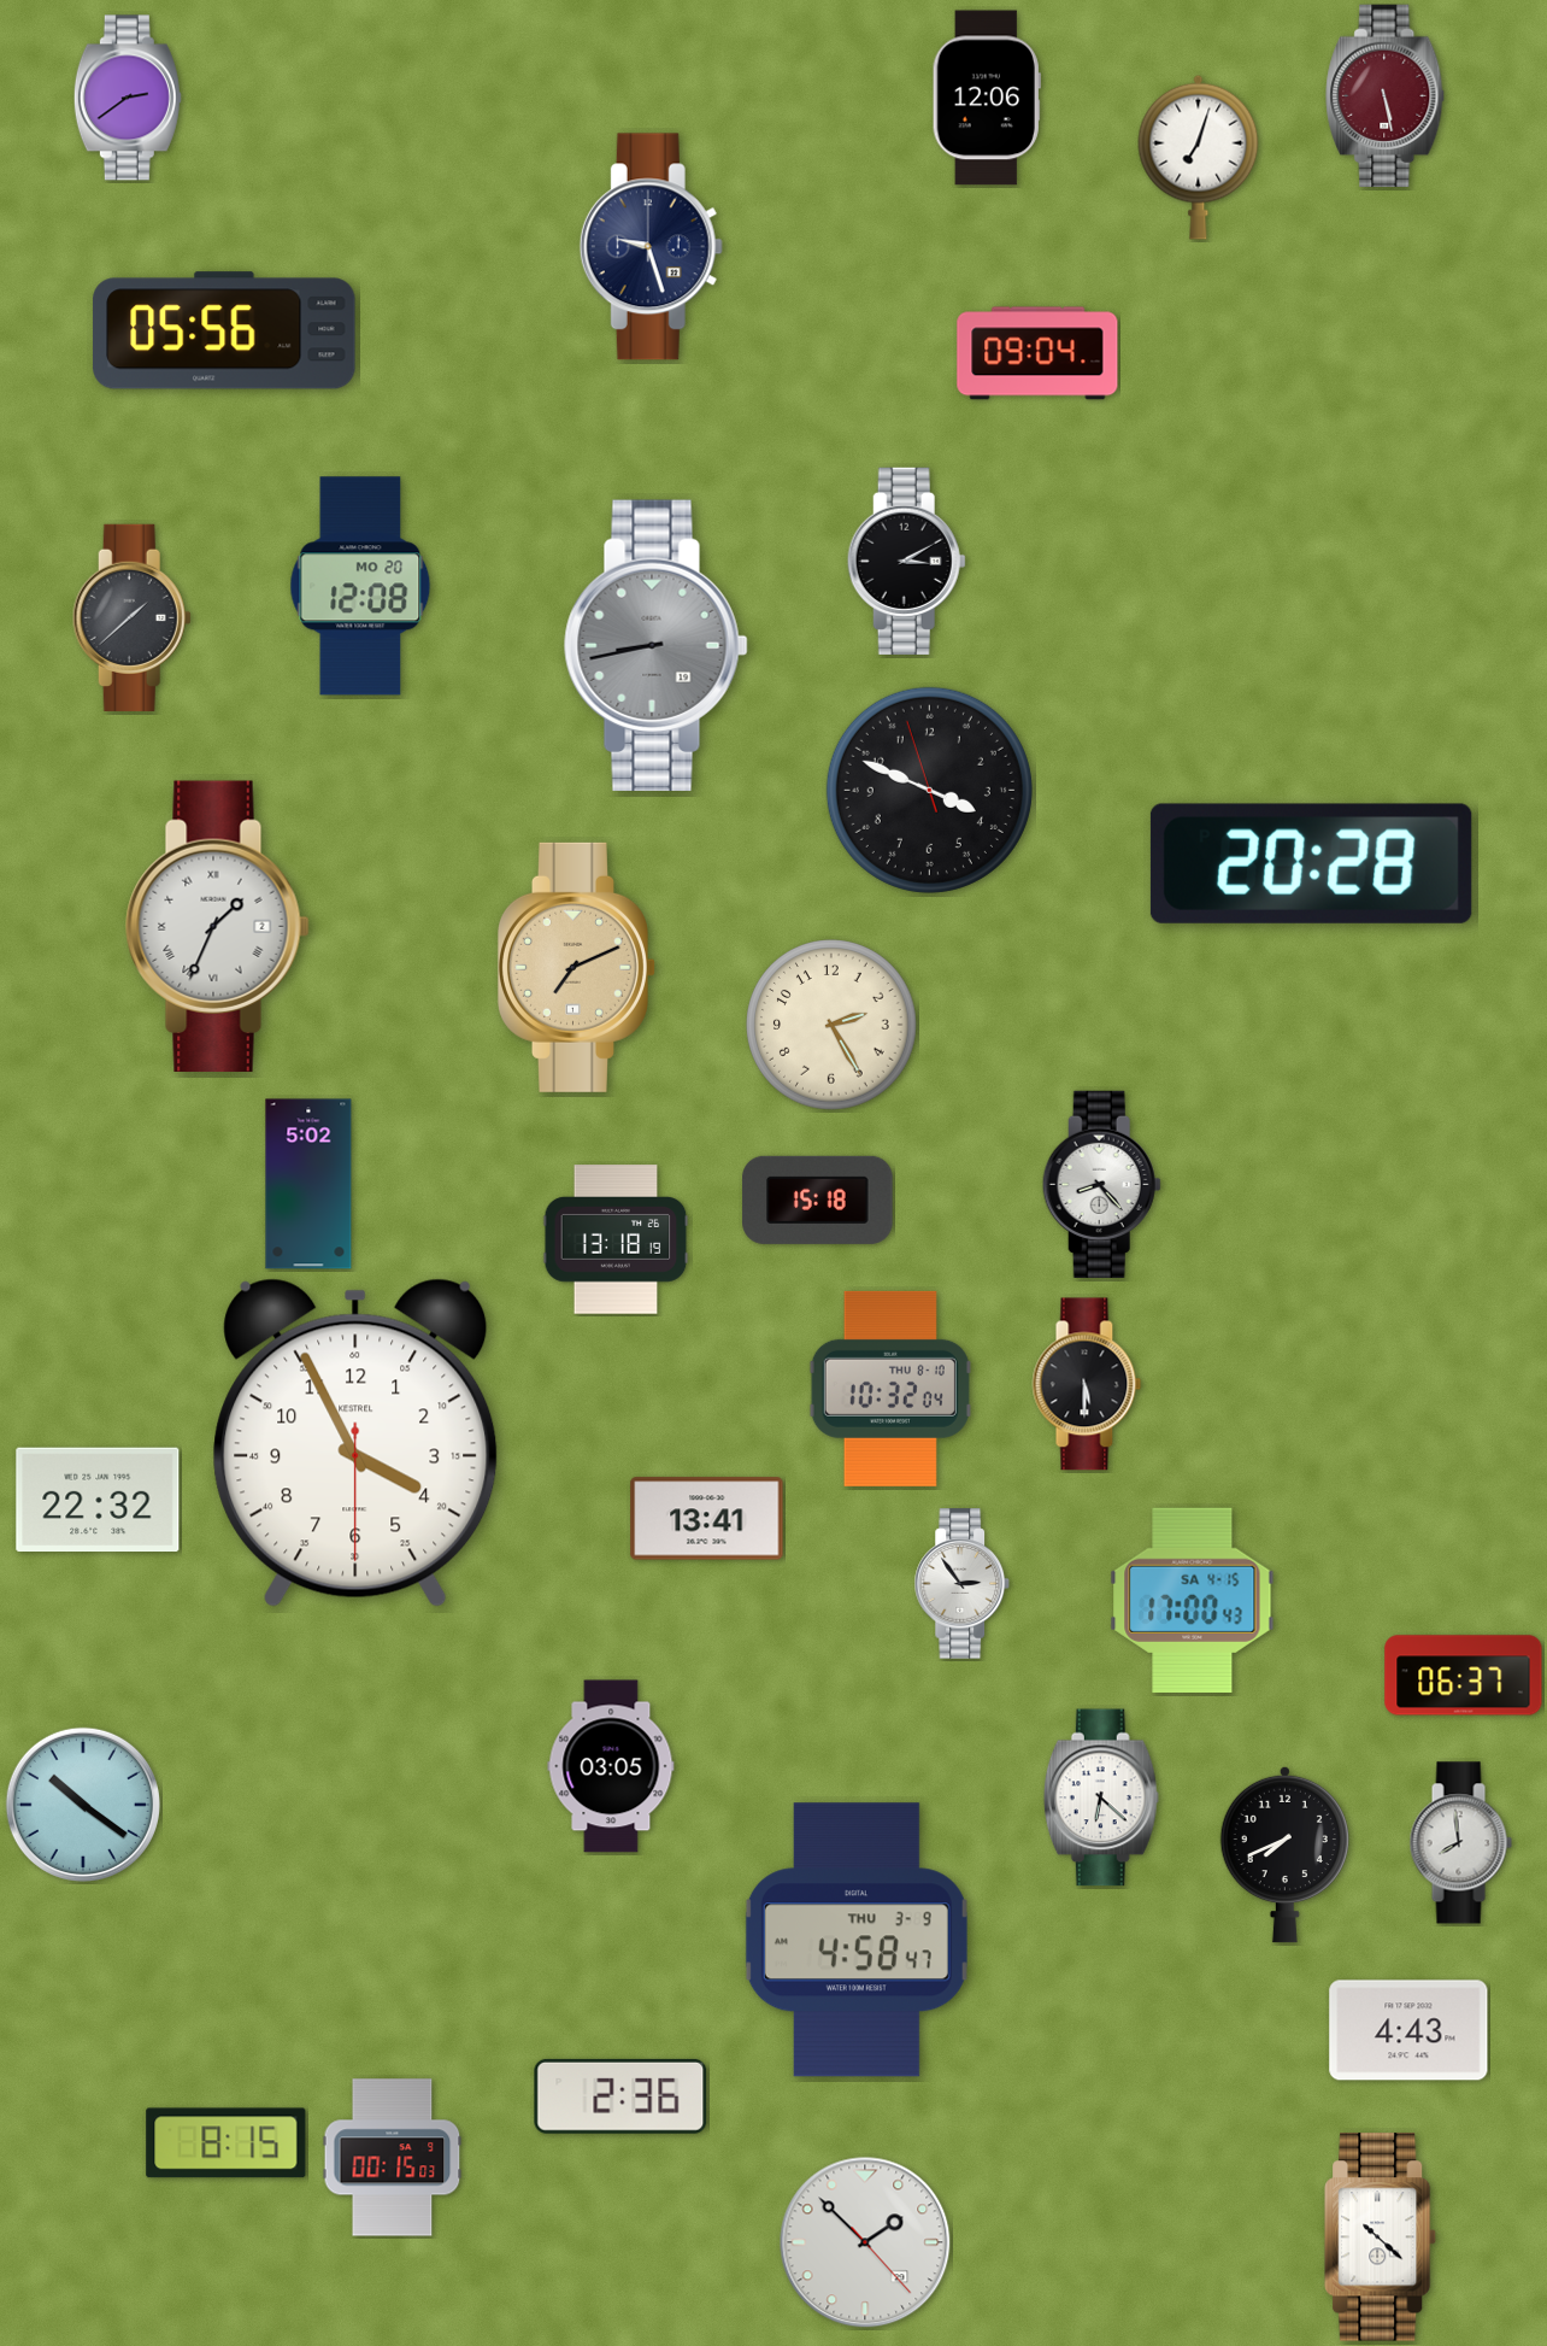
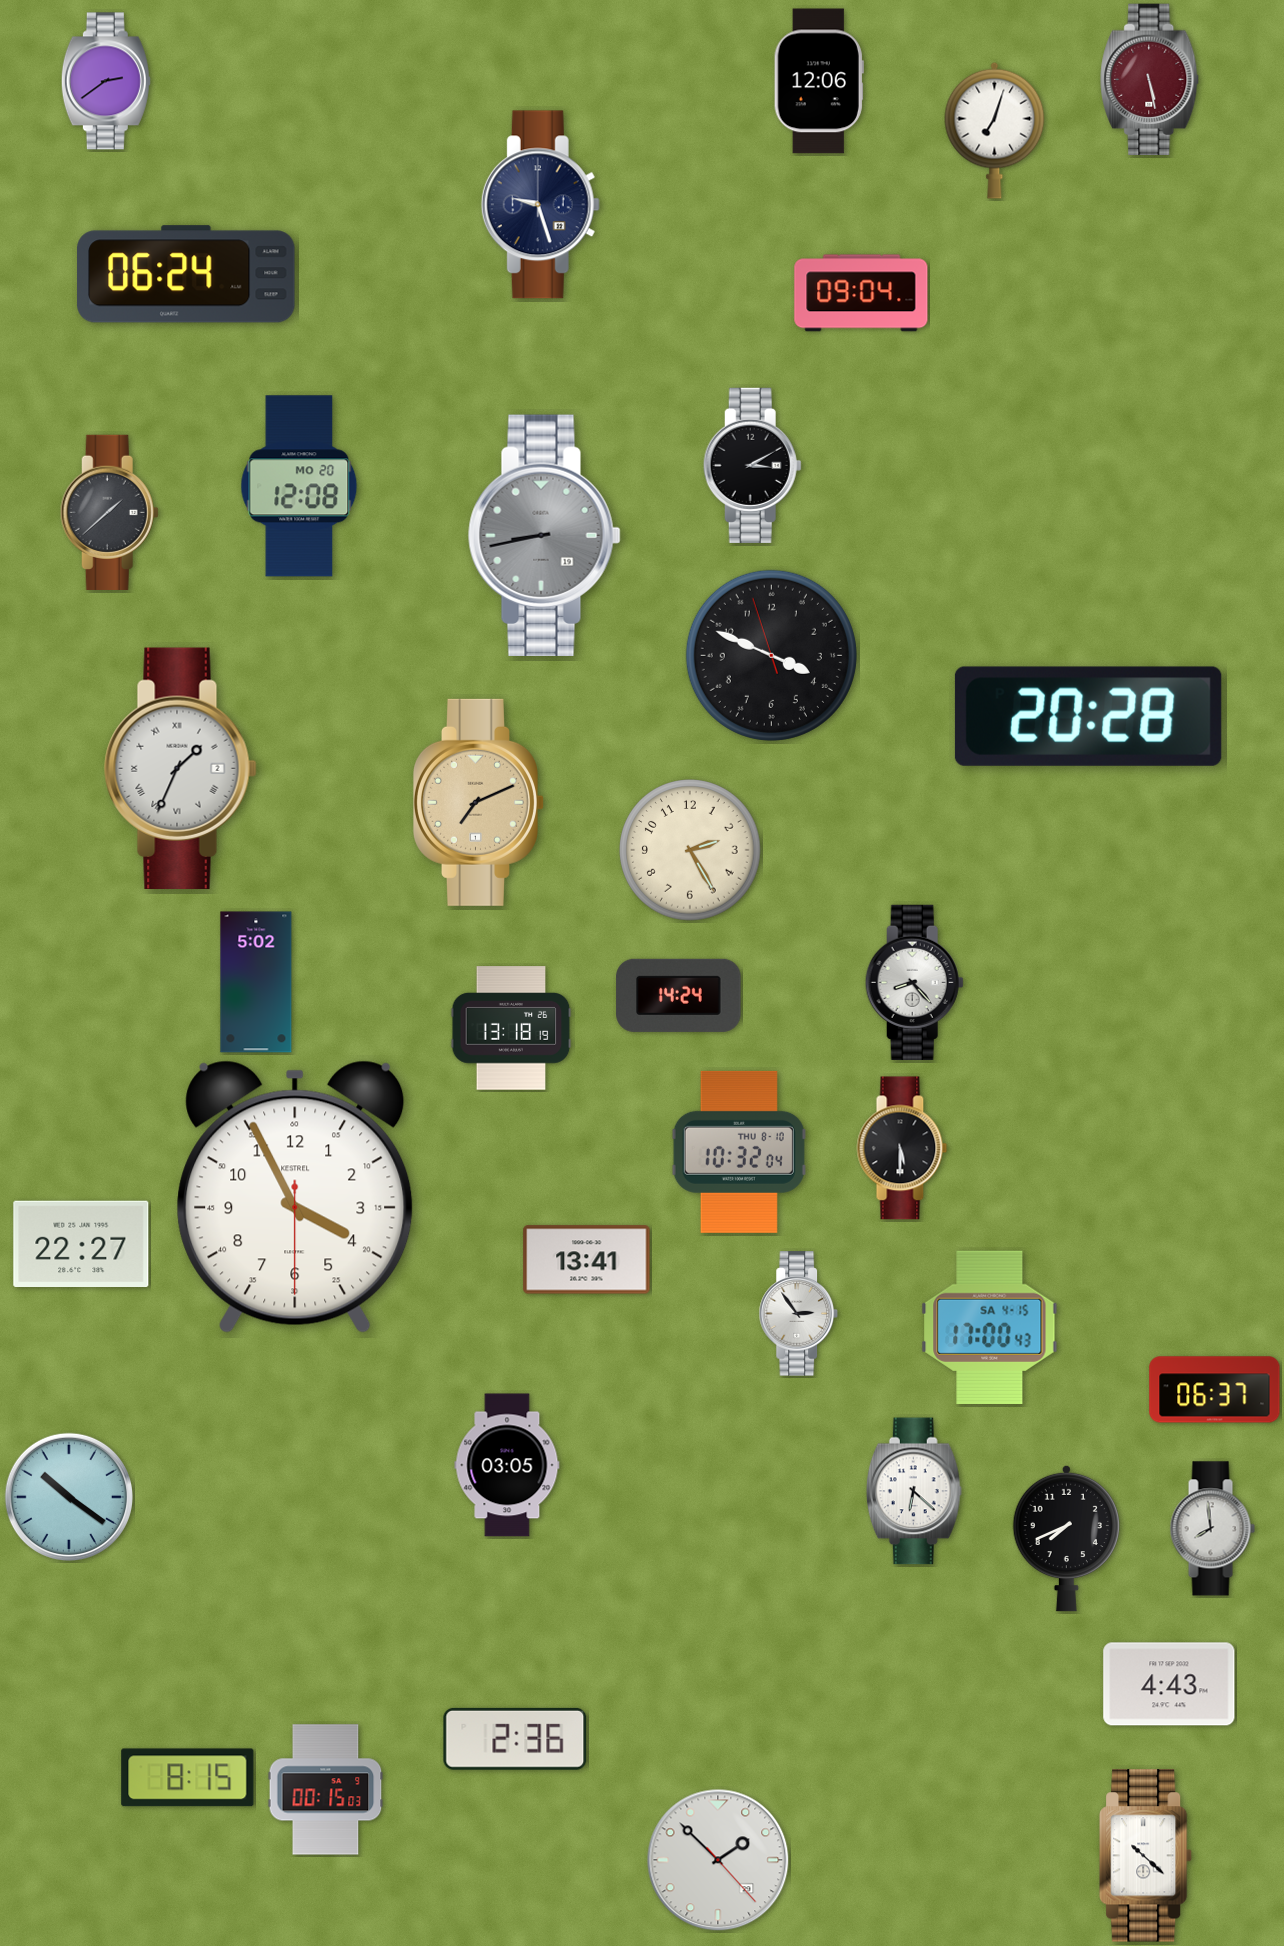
clock at (224, 330): 05:56 -> 06:24
clock at (818, 1200): 15:18 -> 14:24
clock at (98, 1500): 22:32 -> 22:27
clock at (857, 1940): 4:58 -> none
